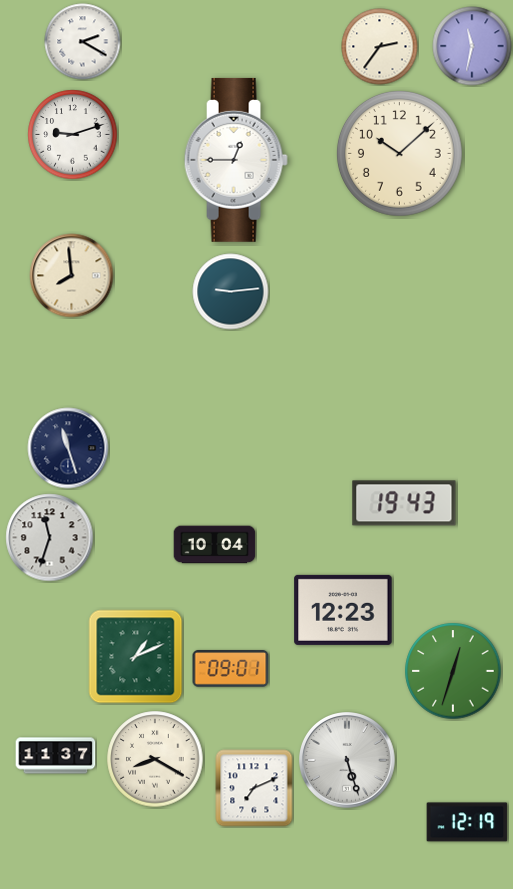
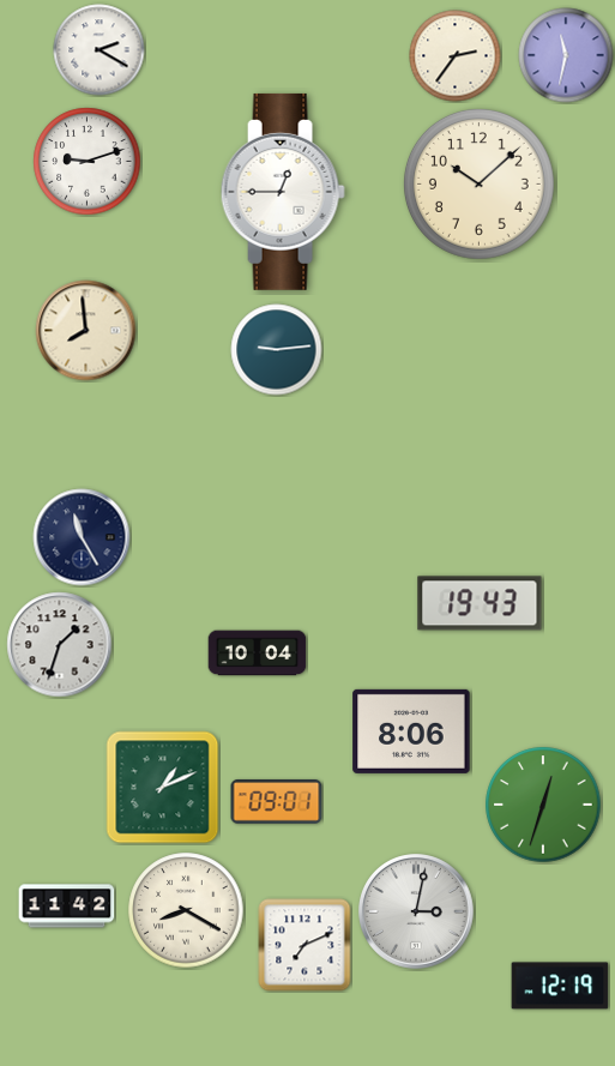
clock at (68, 448): 11:27 -> 11:25
clock at (404, 503) position: (404, 503) -> (480, 603)
clock at (50, 538): 11:33 -> 1:33
clock at (343, 610): 12:23 -> 8:06
clock at (56, 756): 11:37 -> 11:42
clock at (347, 760): 5:27 -> 3:02
